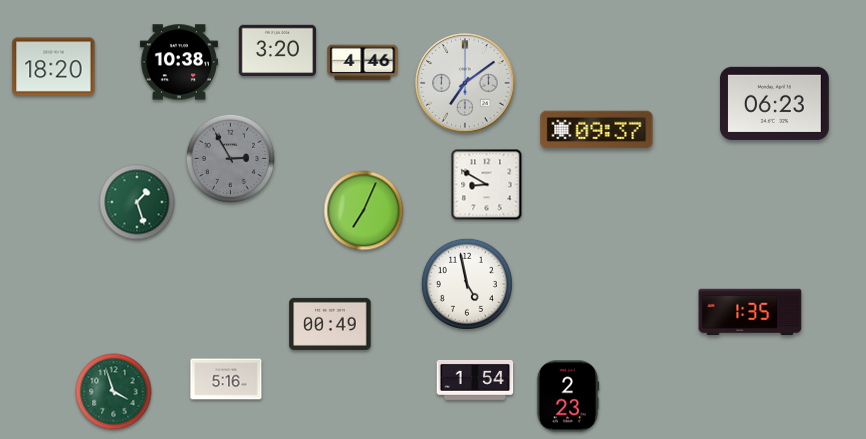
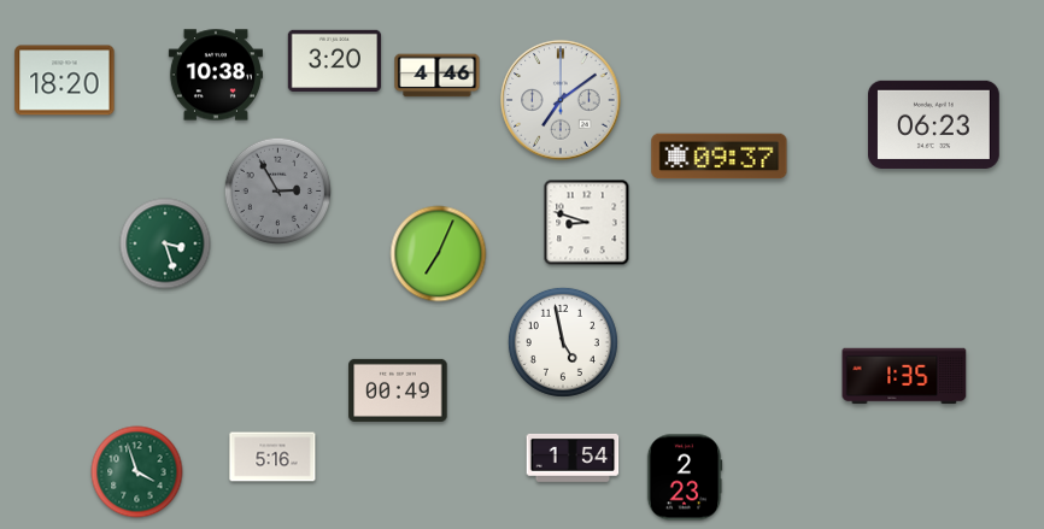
clock at (487, 185): 8:50 -> 8:48
clock at (137, 202): 1:27 -> 3:27
